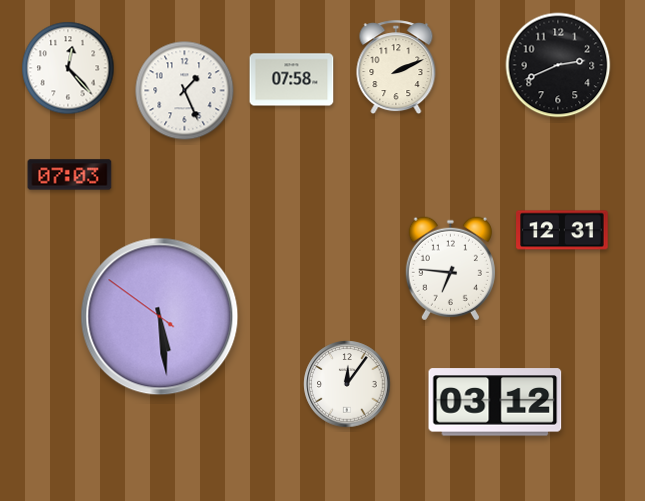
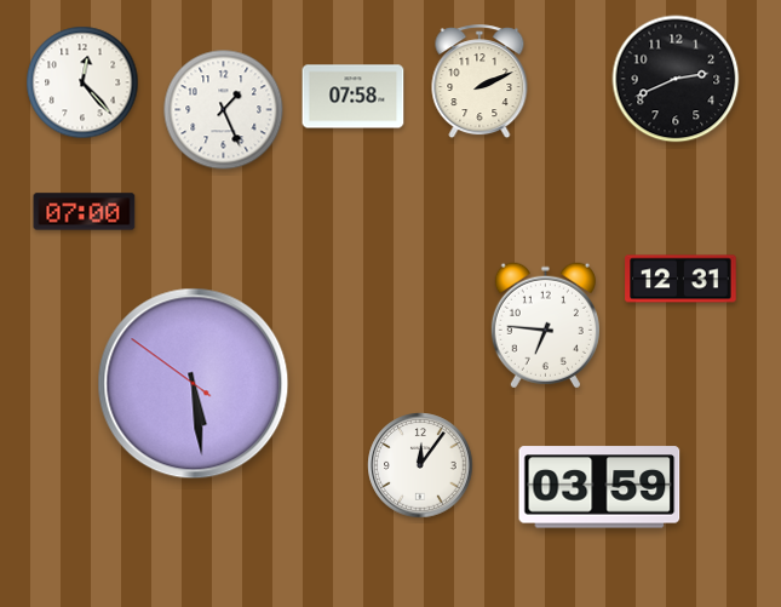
clock at (70, 175): 07:03 -> 07:00
clock at (495, 402): 03:12 -> 03:59
